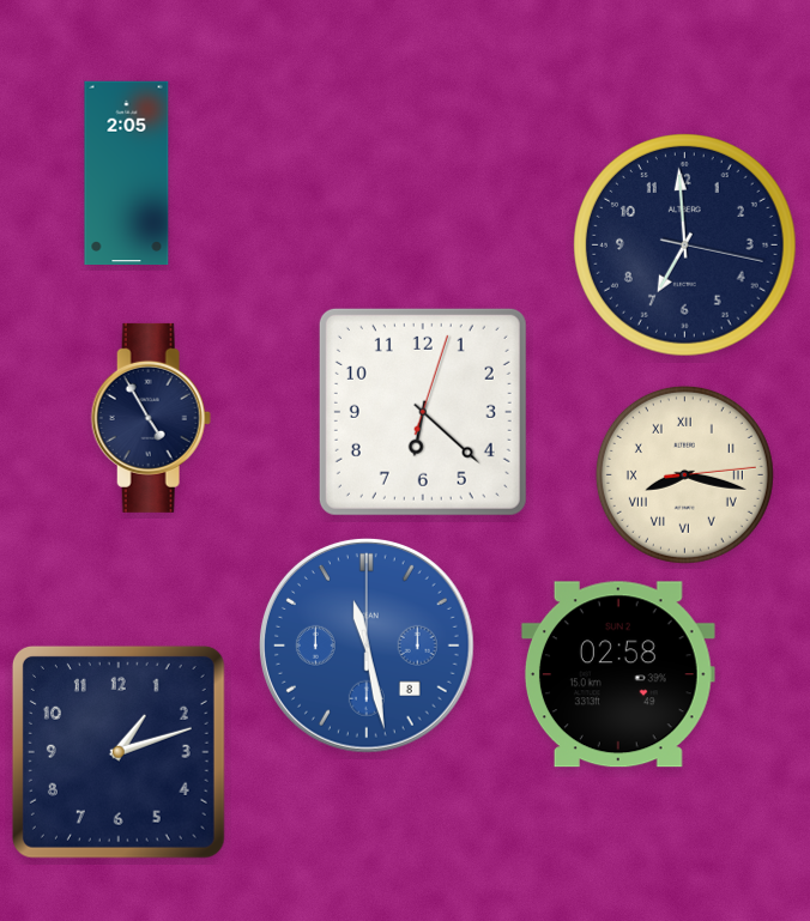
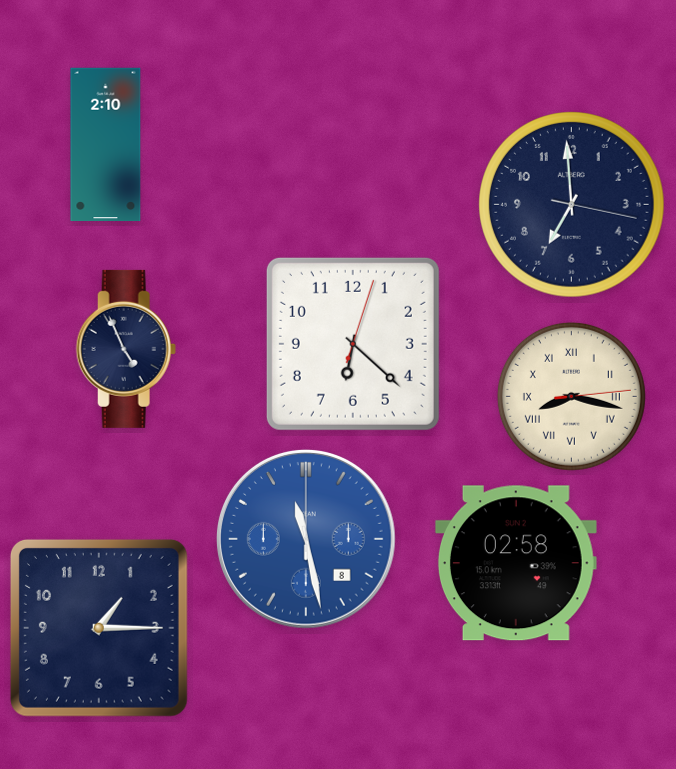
clock at (127, 174): 2:05 -> 2:10
clock at (151, 418): 4:55 -> 4:56
clock at (119, 752): 1:12 -> 1:15
